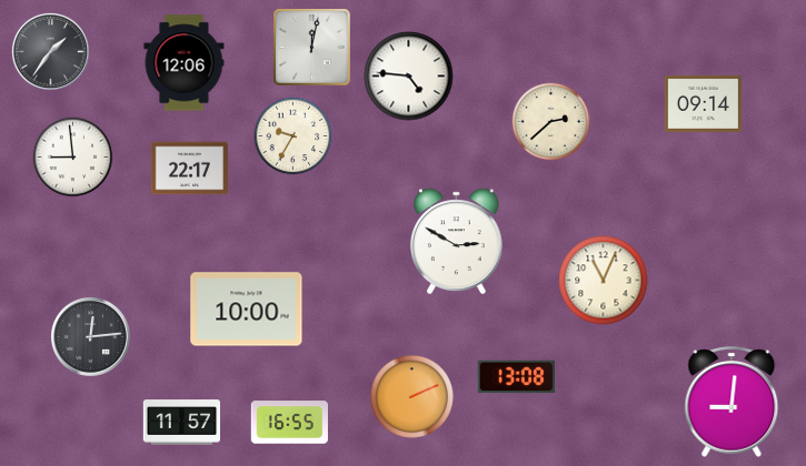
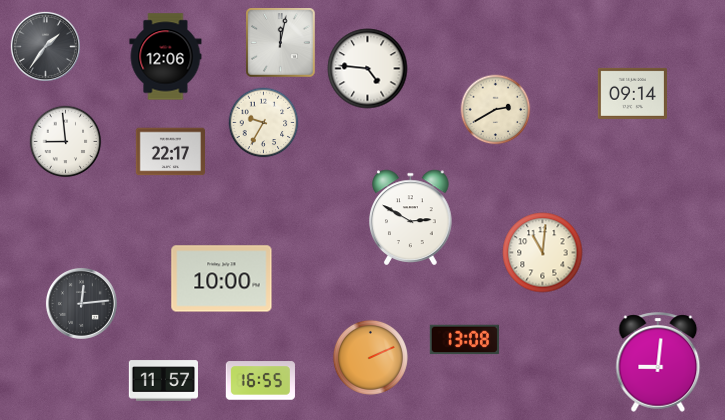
clock at (551, 122): 2:38 -> 2:40
clock at (604, 281): 11:04 -> 11:01
